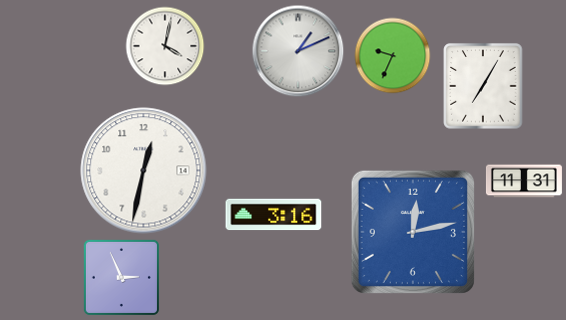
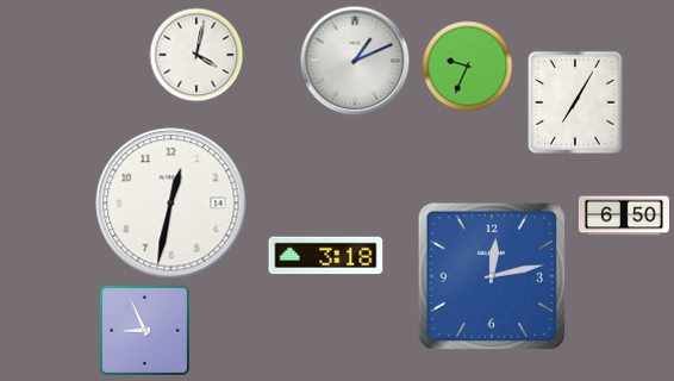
clock at (524, 181): 11:31 -> 6:50
clock at (274, 215): 3:16 -> 3:18
clock at (121, 277): 2:56 -> 8:56
